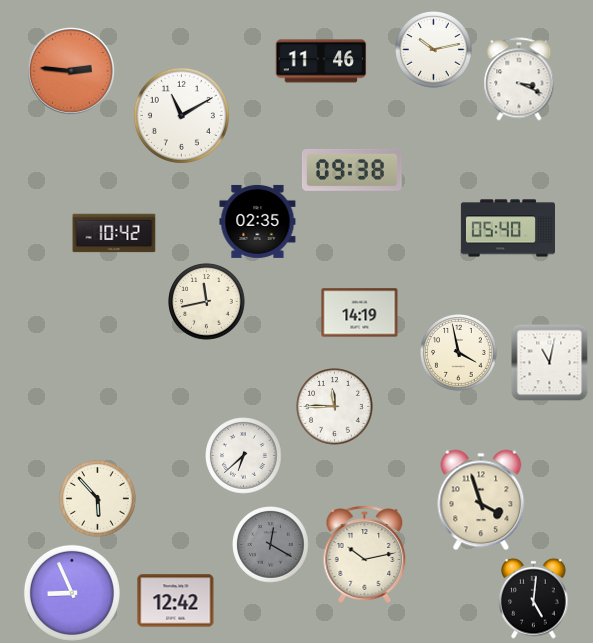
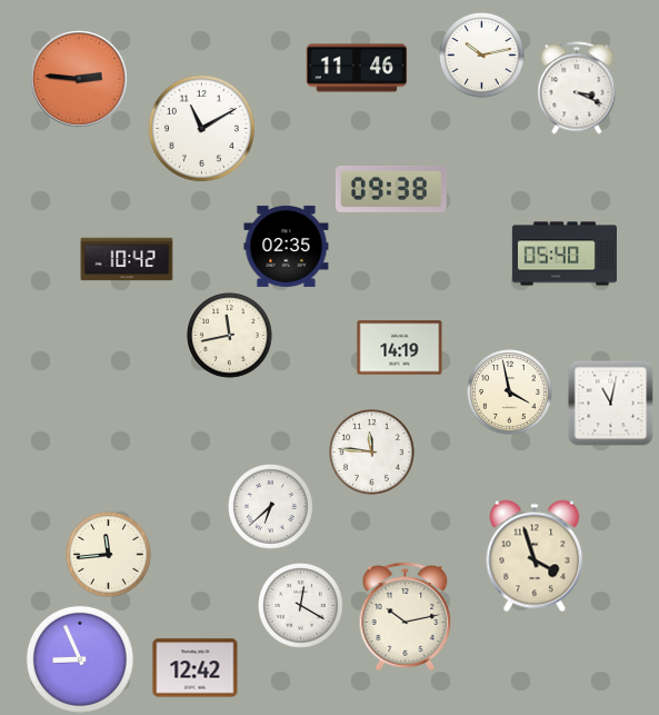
clock at (335, 407): 11:45 -> 11:46
clock at (98, 499): 5:53 -> 11:44
clock at (271, 545) dial: grey -> white
clock at (534, 598): 5:01 -> none
